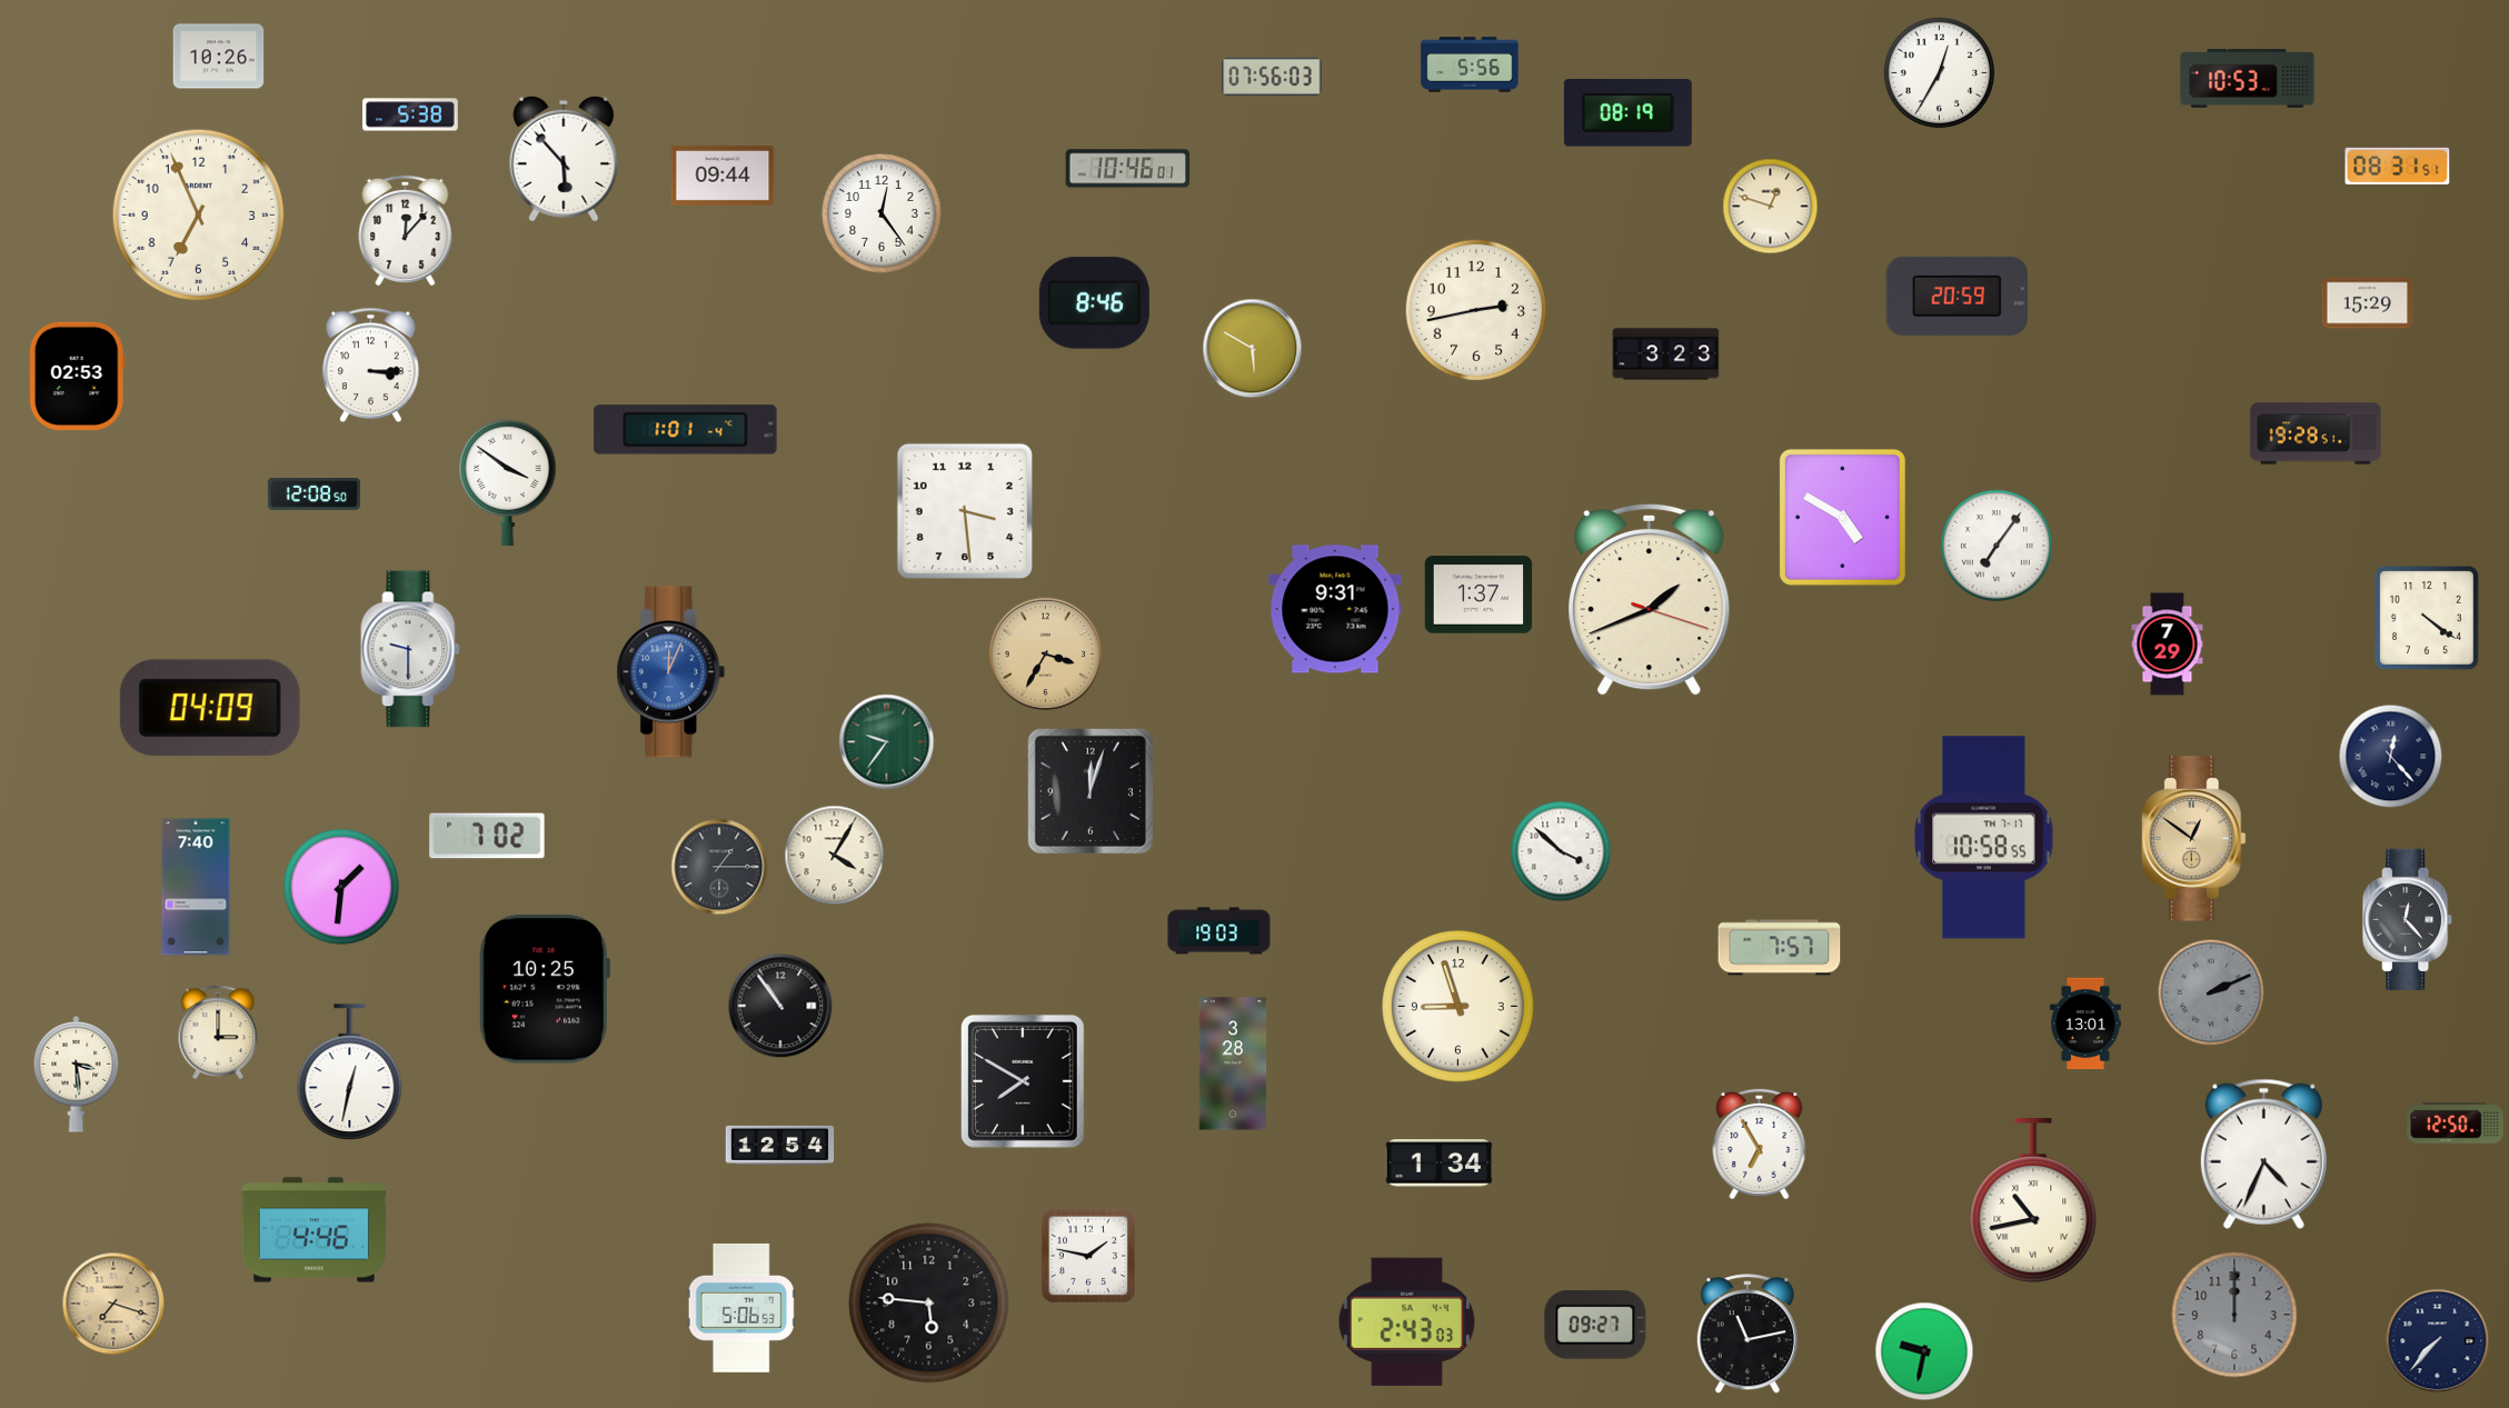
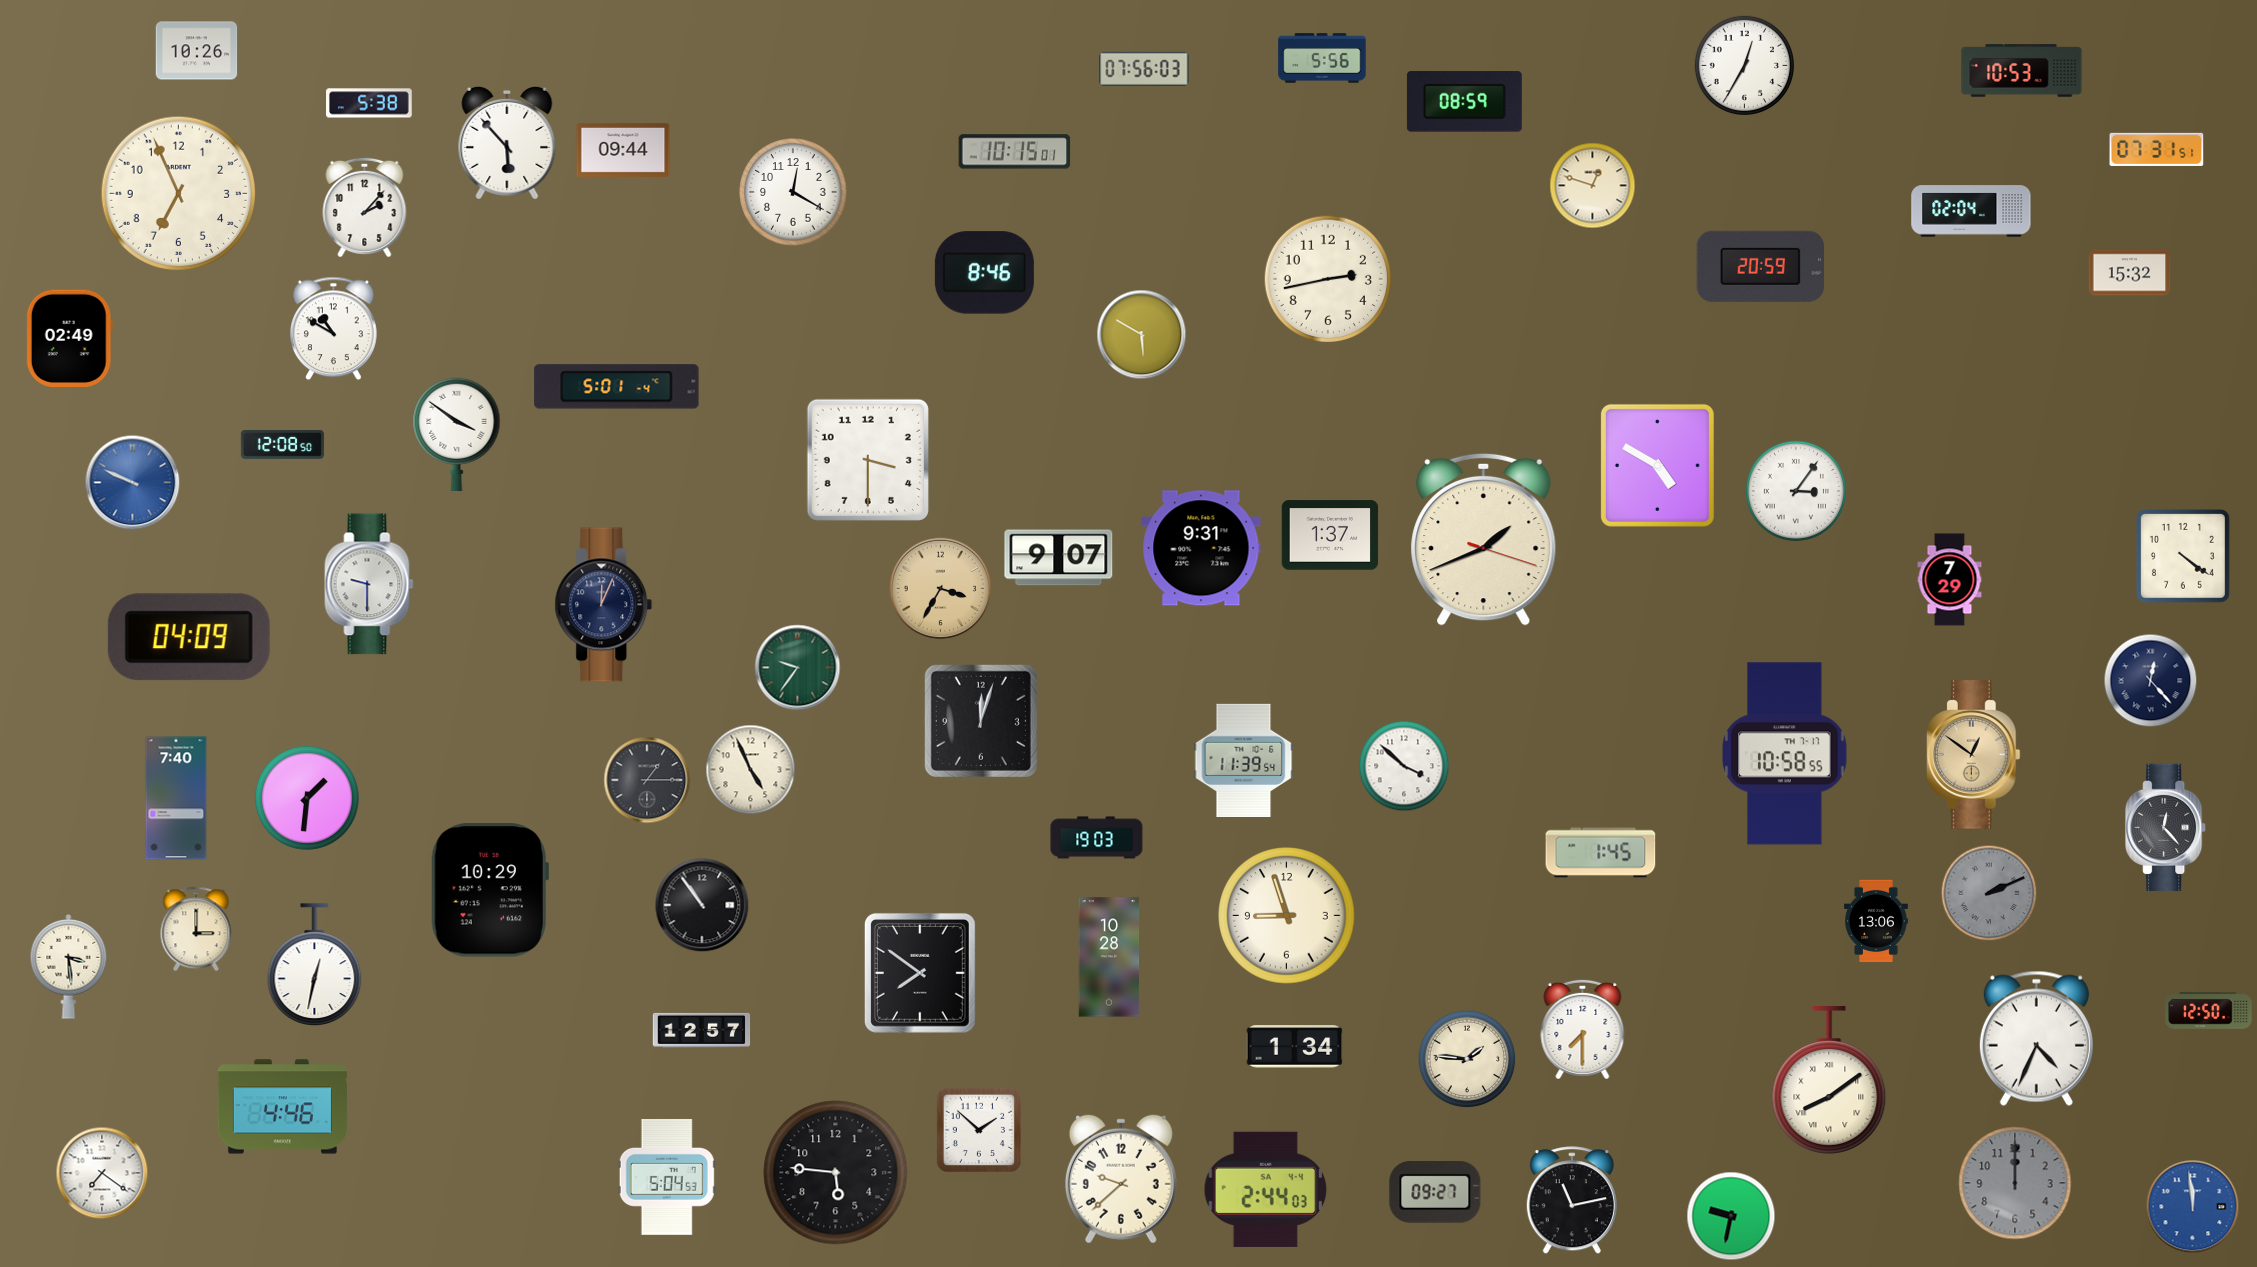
clock at (1627, 113): 08:19 -> 08:59
clock at (2398, 166): 08:31 -> 07:31
clock at (1128, 169): 10:46 -> 10:15
clock at (723, 176) position: (723, 176) -> (623, 150)
clock at (882, 213): 12:24 -> 12:20
clock at (406, 230): 12:07 -> 2:07
clock at (1971, 211): none -> 02:04
clock at (2368, 303): 15:29 -> 15:32
clock at (1253, 349) position: (1253, 349) -> (1142, 335)
clock at (1666, 355): 3:23 -> none
clock at (371, 366): 3:15 -> 10:50
clock at (77, 376): 02:53 -> 02:49
clock at (686, 430): 1:01 -> 5:01
clock at (2316, 433): 19:28 -> none
clock at (965, 511): 3:29 -> 3:30
clock at (133, 483): none -> 9:49
clock at (1997, 546): 7:06 -> 3:06
clock at (1059, 558): none -> 9:07
clock at (671, 672) dial: blue -> navy
clock at (1091, 791) position: (1091, 791) -> (981, 721)
clock at (487, 836): 7:02 -> none
clock at (1244, 760): none -> 11:39
clock at (835, 856): 4:05 -> 4:56
clock at (1780, 948): 7:57 -> 1:45
clock at (545, 989): 10:25 -> 10:29
clock at (1458, 1007) position: (1458, 1007) -> (1287, 916)
clock at (2085, 1023): 13:01 -> 13:06
clock at (1233, 1064): 3:28 -> 10:28
clock at (1023, 1081): 7:50 -> 7:51
clock at (1760, 1144): 6:55 -> 7:30
clock at (780, 1145): 12:54 -> 12:57
clock at (1467, 1059): none -> 1:46
clock at (2033, 1200): 10:43 -> 8:09
clock at (1087, 1255): 1:47 -> 1:52
clock at (113, 1304): 7:18 -> 7:21
clock at (113, 1304) dial: champagne -> white
clock at (741, 1308): 5:06 -> 5:04
clock at (1121, 1179): none -> 9:38
clock at (2234, 1315) position: (2234, 1315) -> (2015, 1183)
clock at (1406, 1321): 2:43 -> 2:44
clock at (2438, 1341): 7:37 -> 11:59
clock at (2438, 1341) dial: navy -> blue
